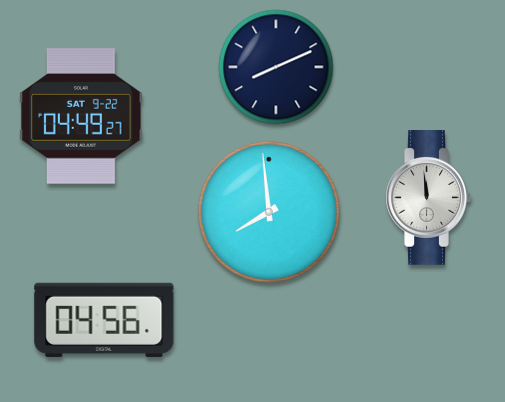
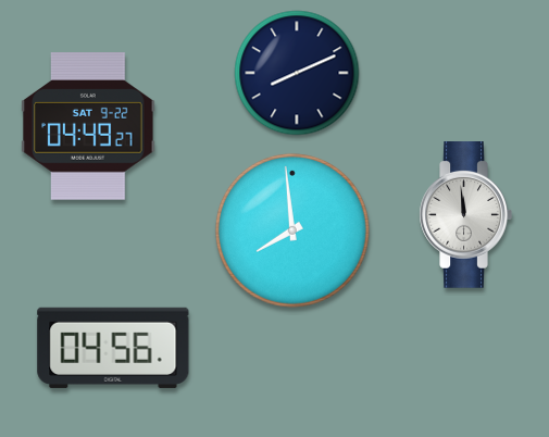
clock at (276, 67) position: (276, 67) -> (297, 73)
